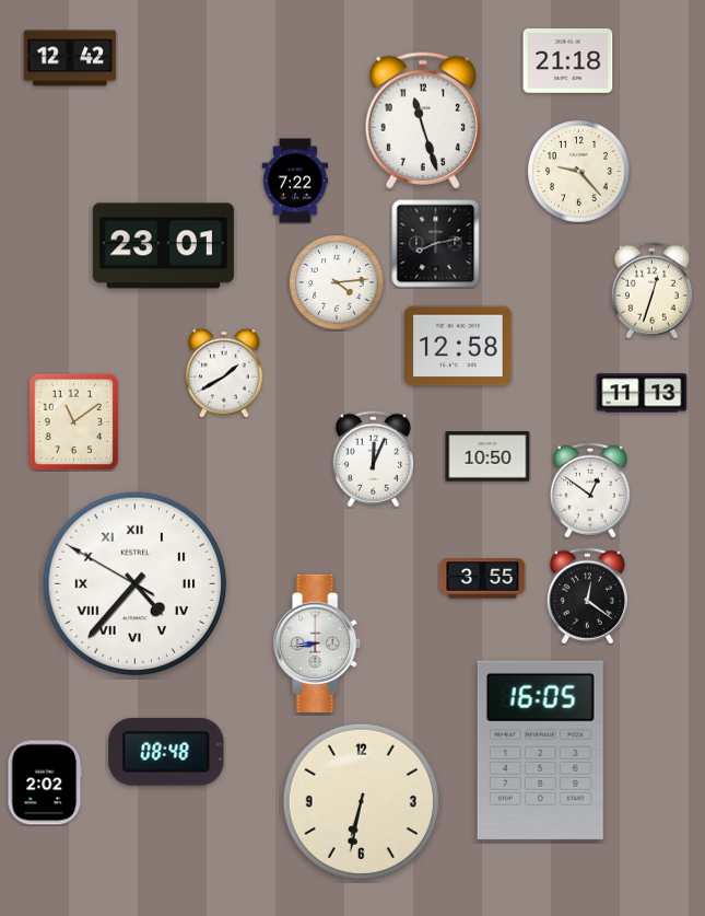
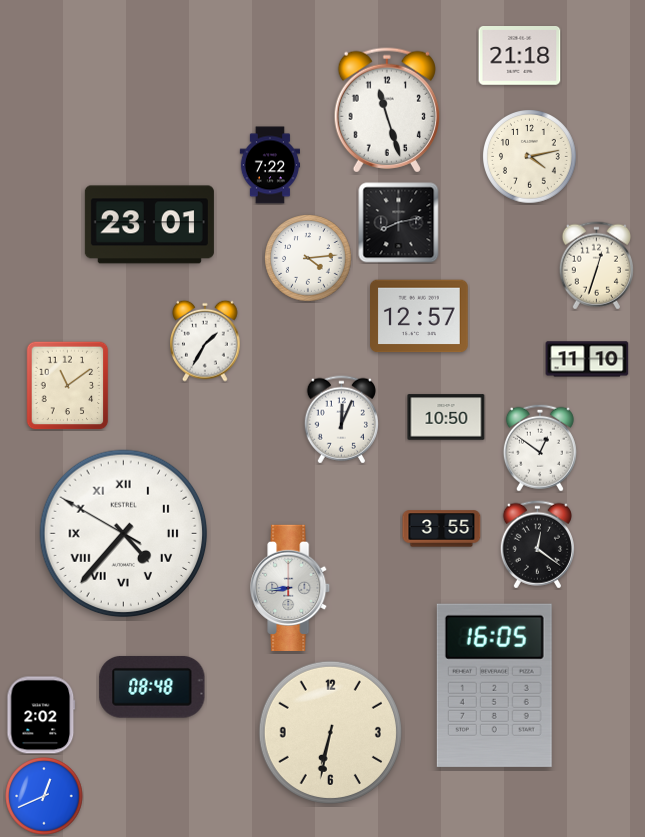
clock at (70, 58): 12:42 -> none
clock at (579, 172): 9:23 -> 4:13
clock at (459, 346): 12:58 -> 12:57
clock at (224, 373): 1:40 -> 1:35
clock at (642, 393): 11:13 -> 11:10
clock at (44, 796): none -> 12:41
